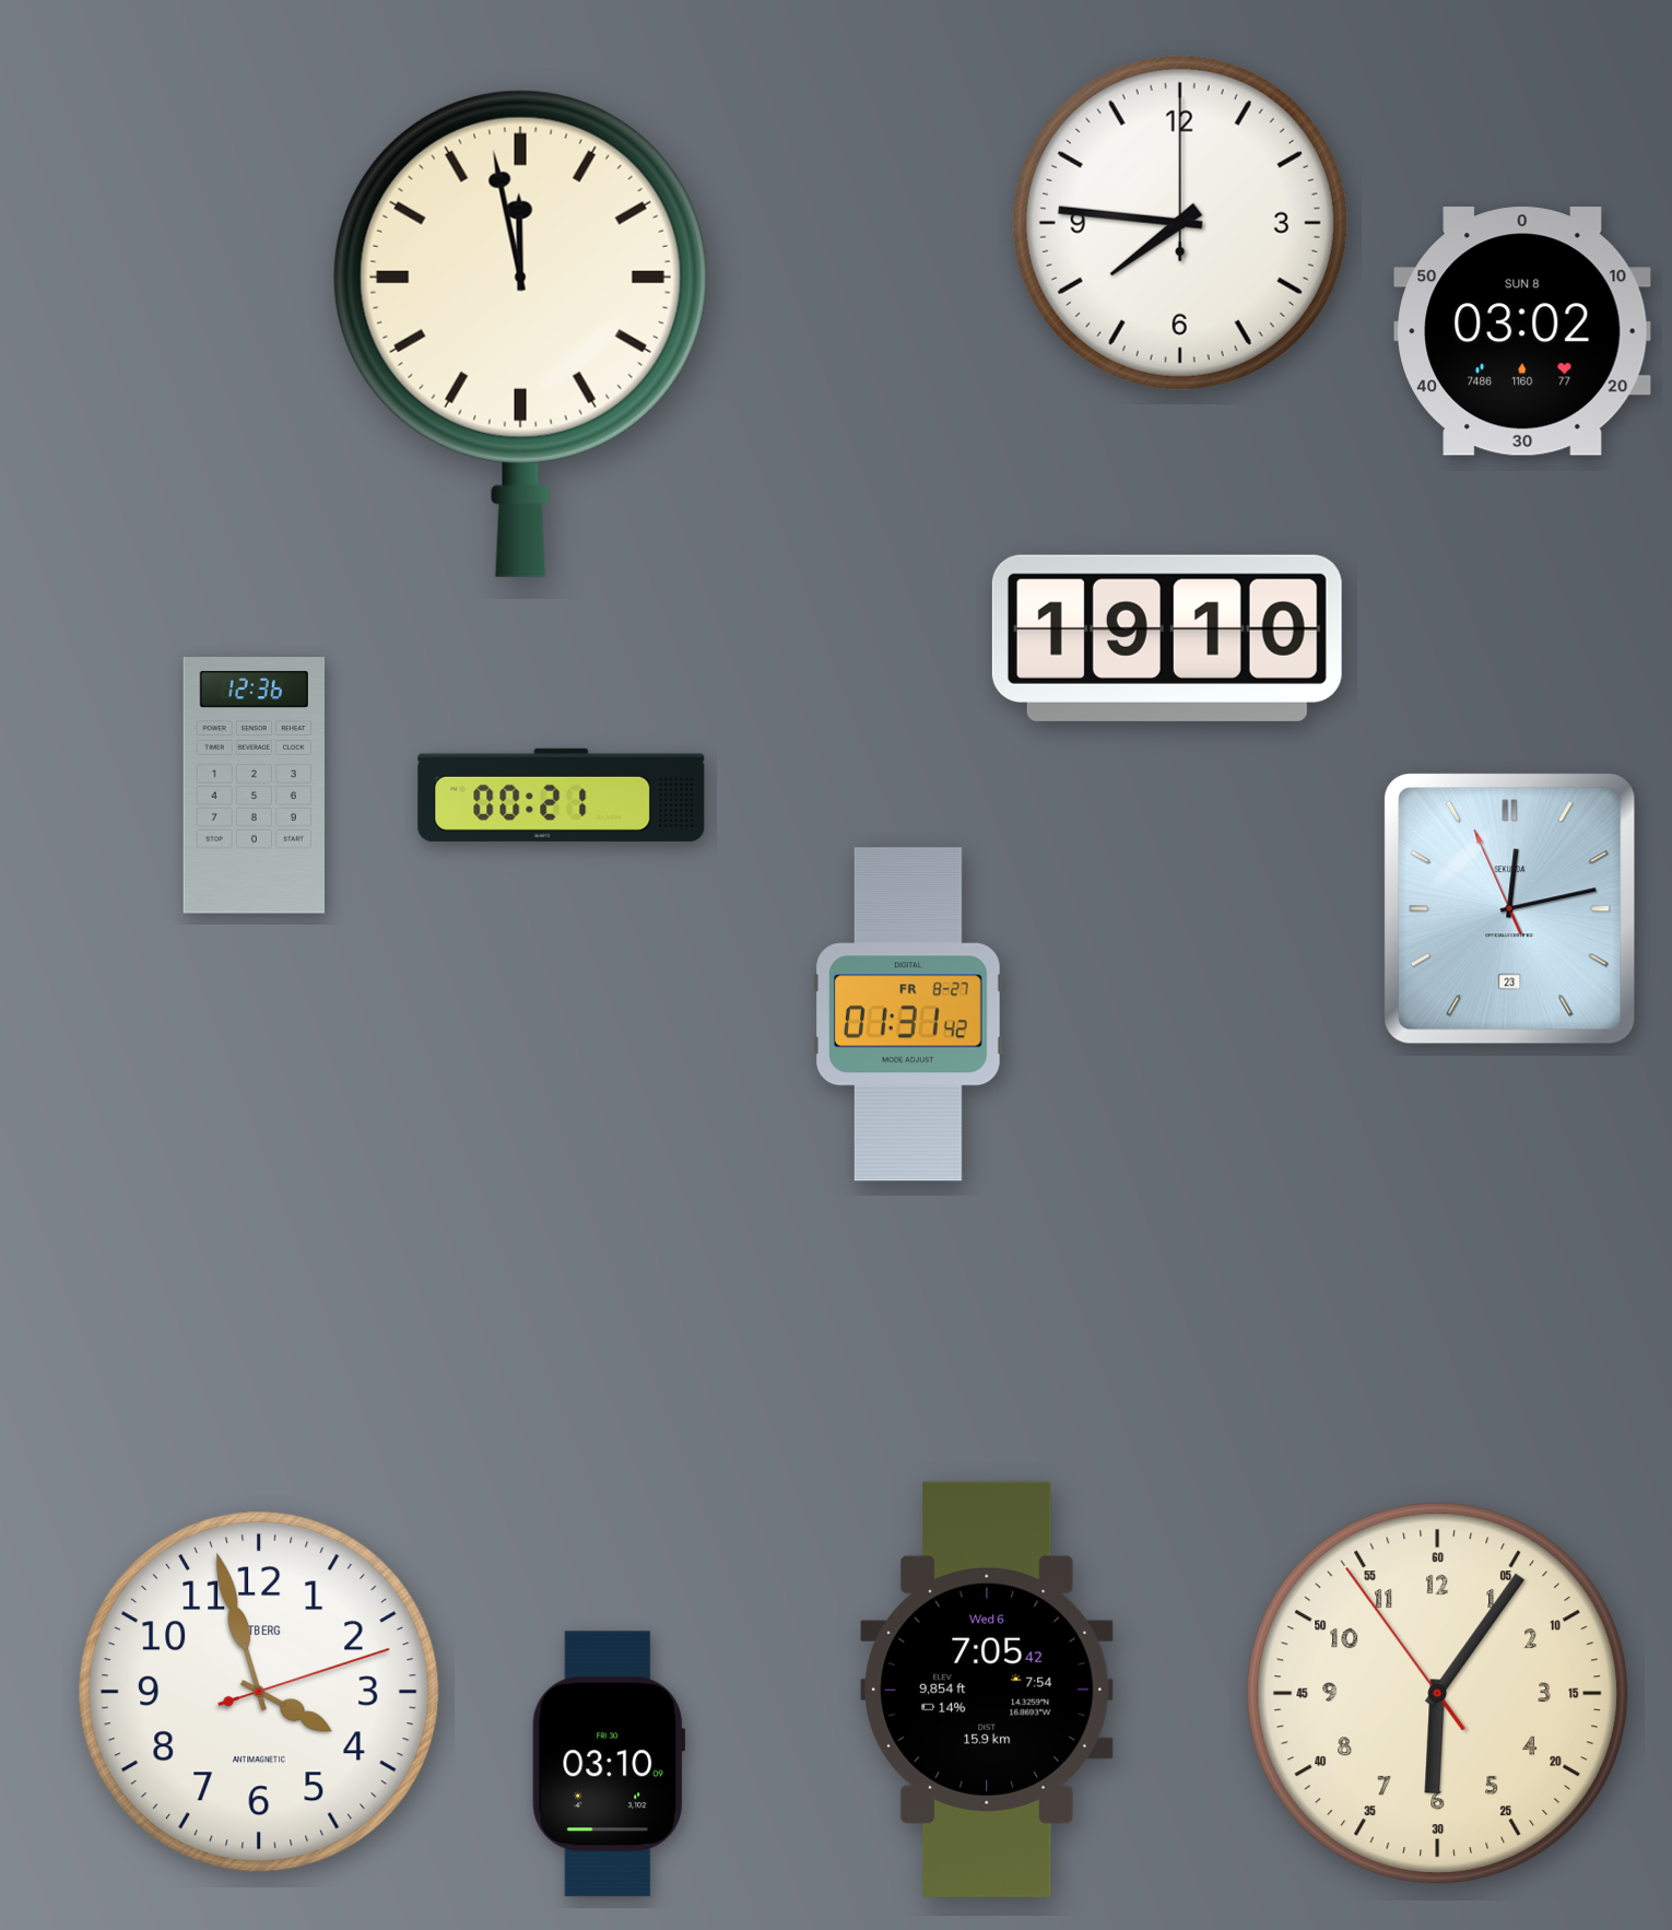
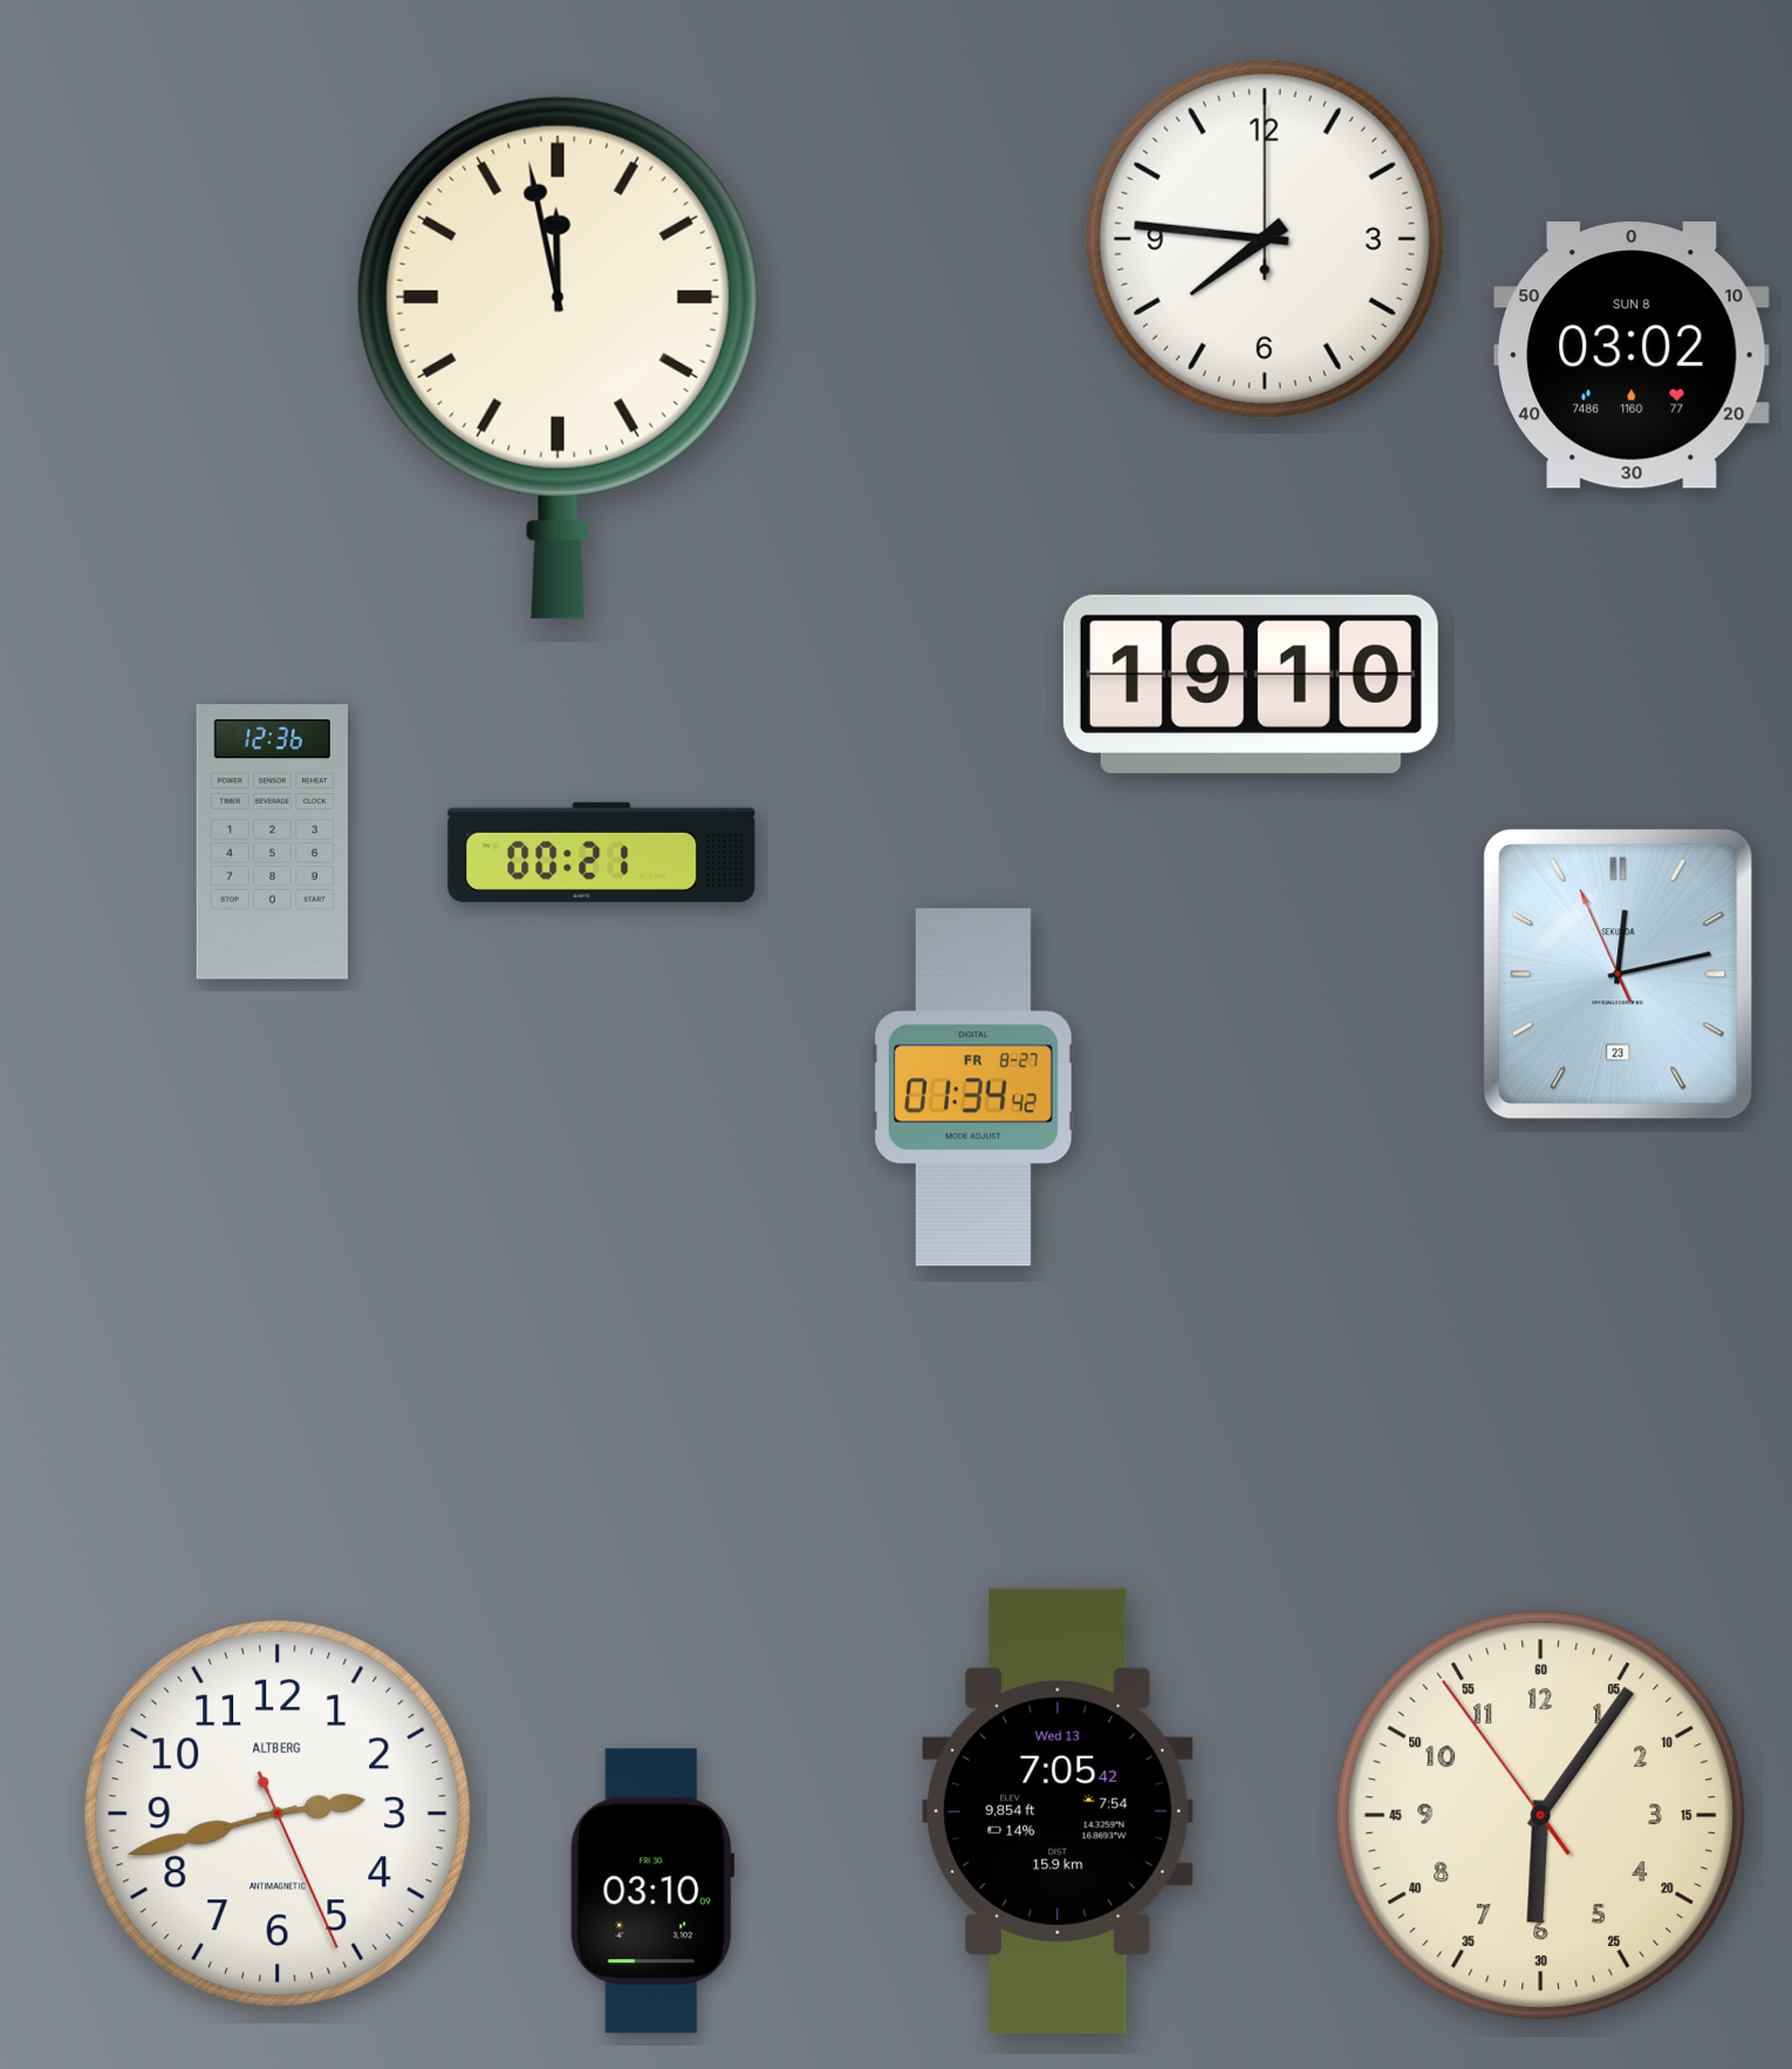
clock at (909, 1014): 01:31 -> 01:34
clock at (987, 1690) date: Wed 6 -> Wed 13
clock at (259, 1692): 3:57 -> 2:42
